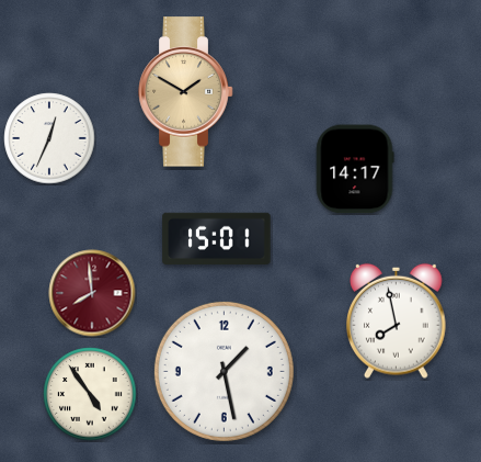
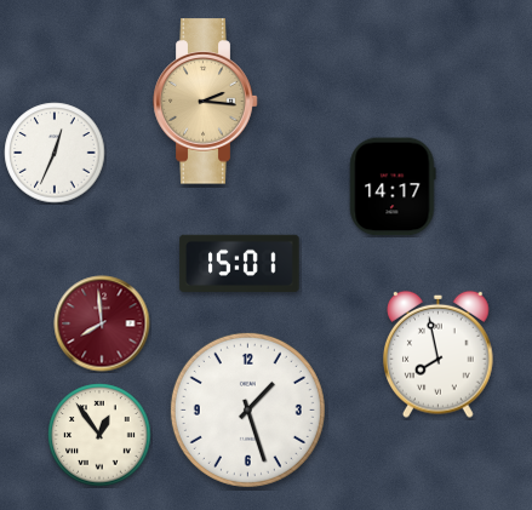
clock at (186, 92): 1:50 -> 2:16
clock at (224, 371): 1:28 -> 1:27
clock at (90, 394): 4:54 -> 12:54
